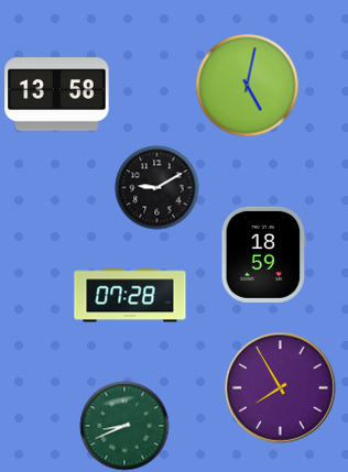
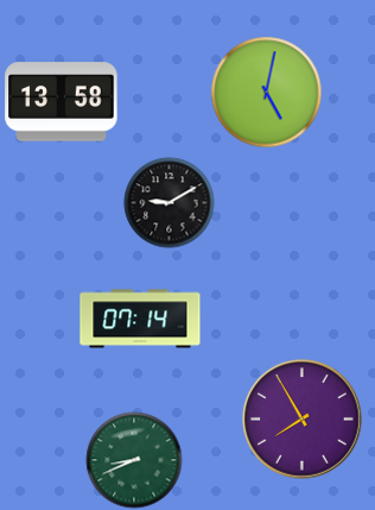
clock at (263, 254): 18:59 -> none
clock at (130, 295): 07:28 -> 07:14
